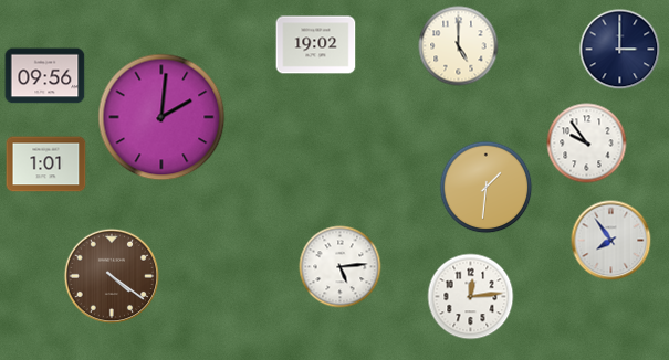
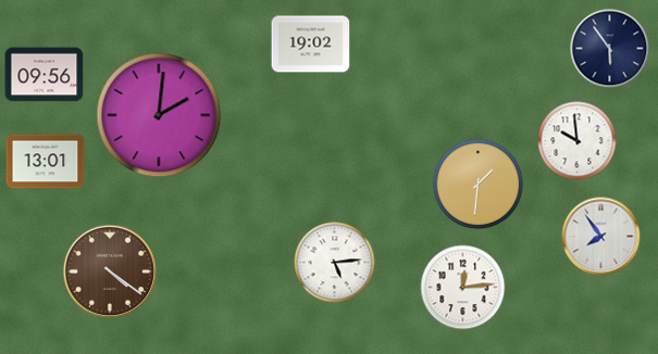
clock at (459, 46): 5:00 -> none
clock at (620, 50): 3:00 -> 5:54
clock at (587, 144): 9:54 -> 9:59
clock at (46, 165): 1:01 -> 13:01
clock at (471, 297) position: (471, 297) -> (463, 288)
